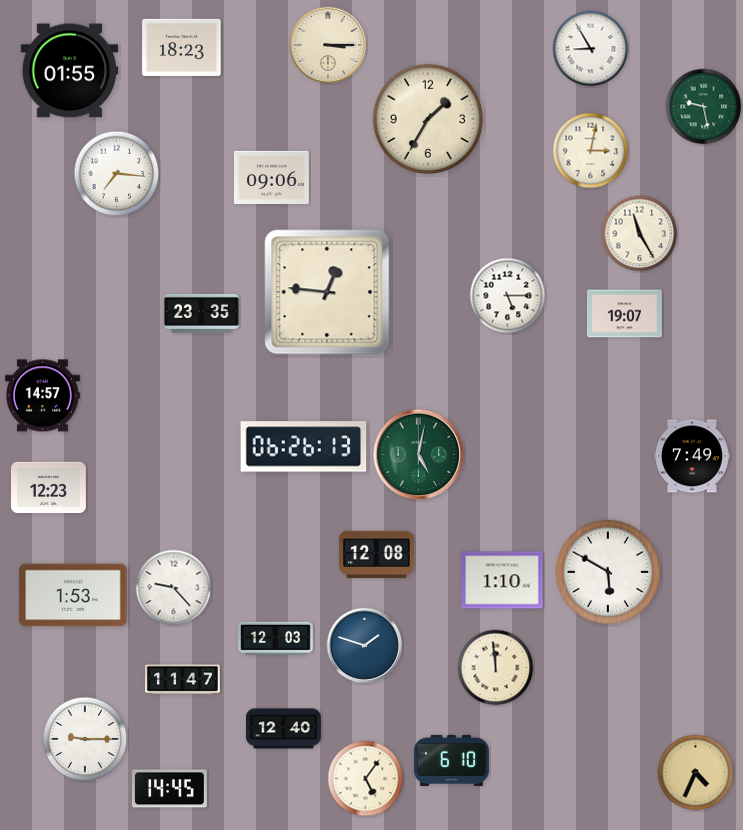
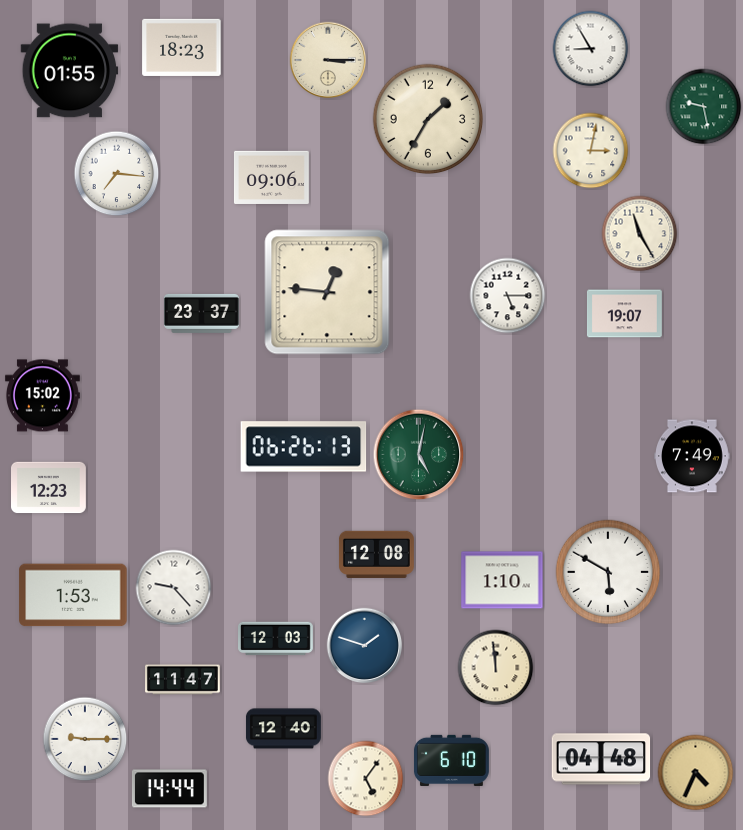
clock at (328, 45) position: (328, 45) -> (328, 60)
clock at (201, 313): 23:35 -> 23:37
clock at (42, 396): 14:57 -> 15:02
clock at (601, 759): none -> 04:48
clock at (169, 789): 14:45 -> 14:44
